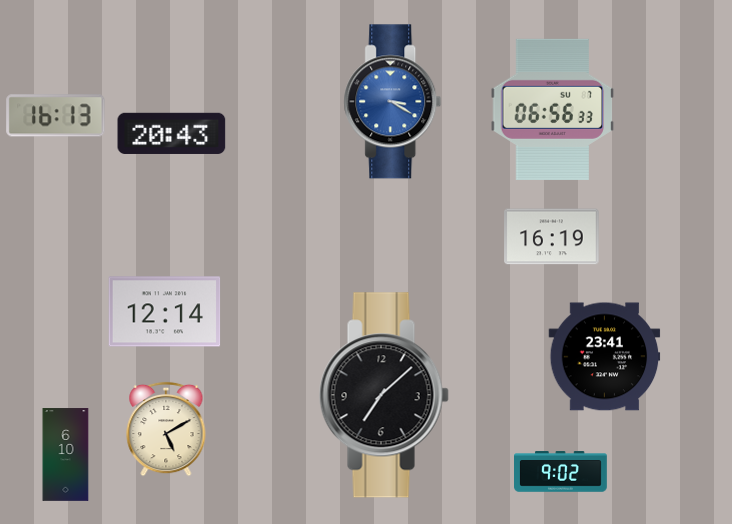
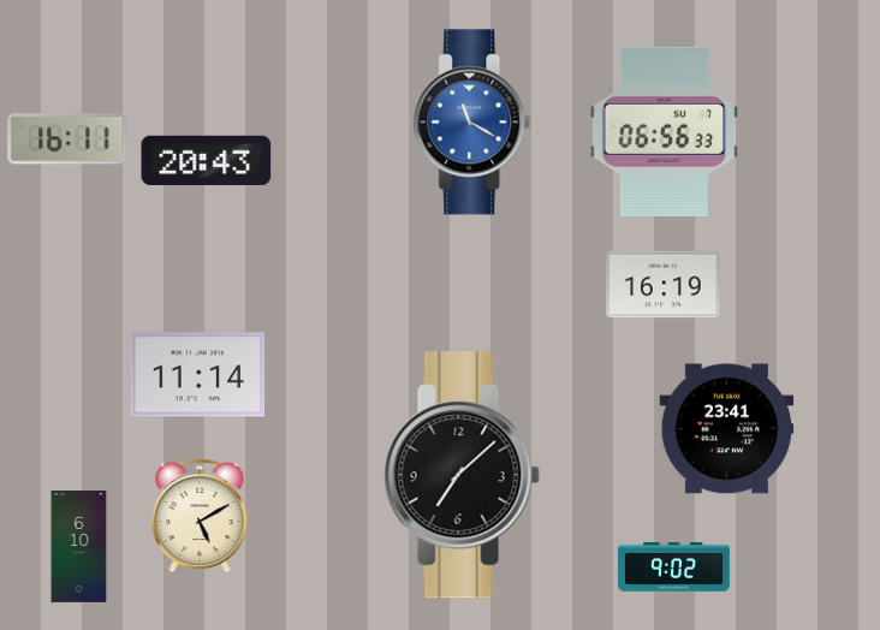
clock at (393, 102): 3:20 -> 11:20
clock at (56, 116): 16:13 -> 16:11
clock at (165, 312): 12:14 -> 11:14
